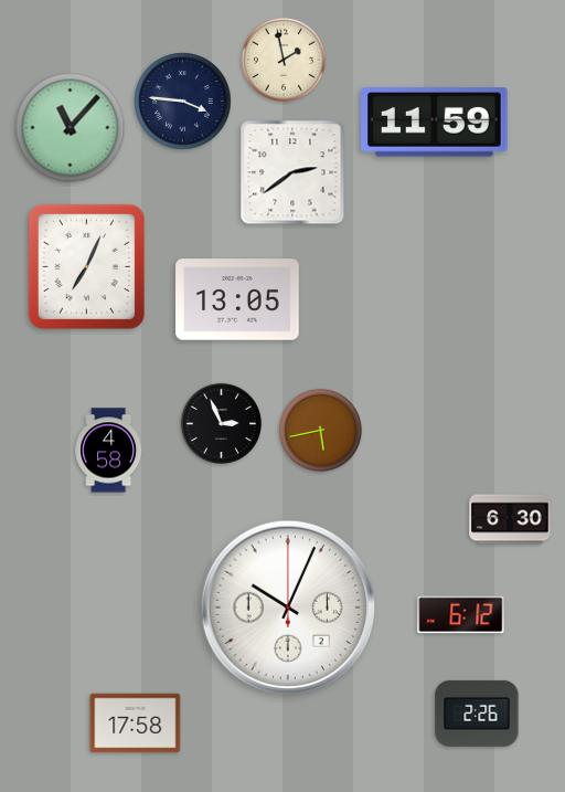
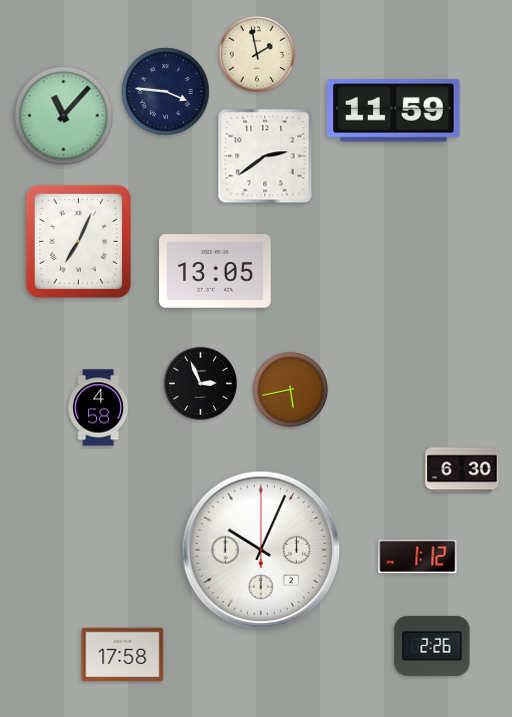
clock at (461, 615): 6:12 -> 1:12
